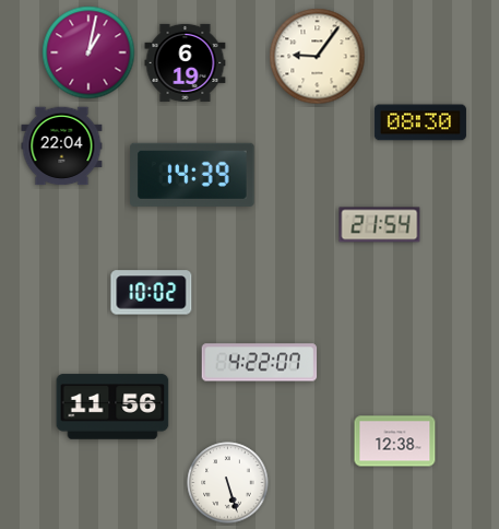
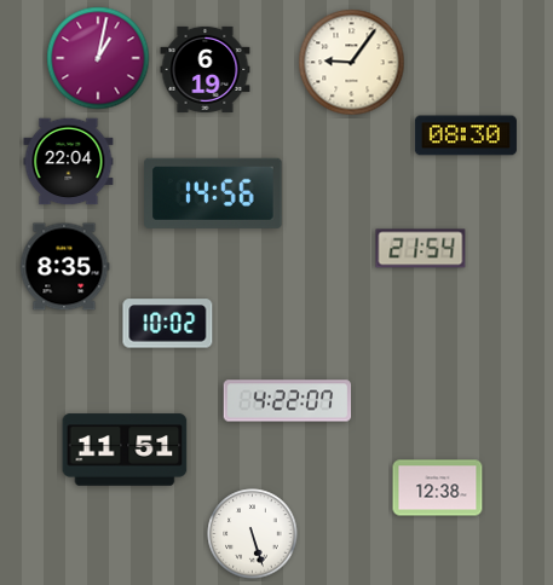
clock at (192, 175): 14:39 -> 14:56
clock at (64, 267): none -> 8:35
clock at (112, 407): 11:56 -> 11:51
